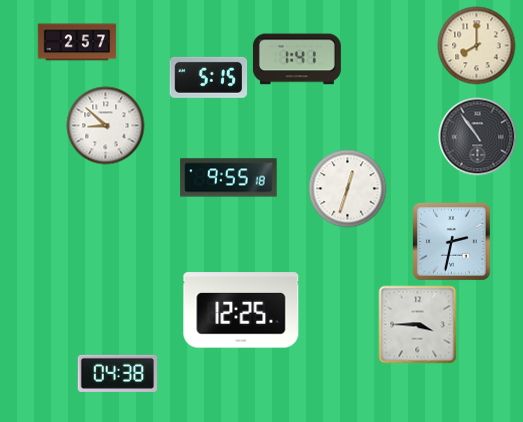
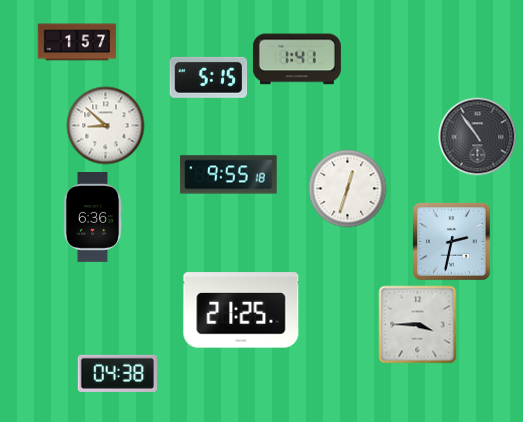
clock at (77, 42): 2:57 -> 1:57
clock at (476, 45): 8:00 -> none
clock at (229, 178) position: (229, 178) -> (229, 175)
clock at (93, 217): none -> 6:36
clock at (241, 310): 12:25 -> 21:25
